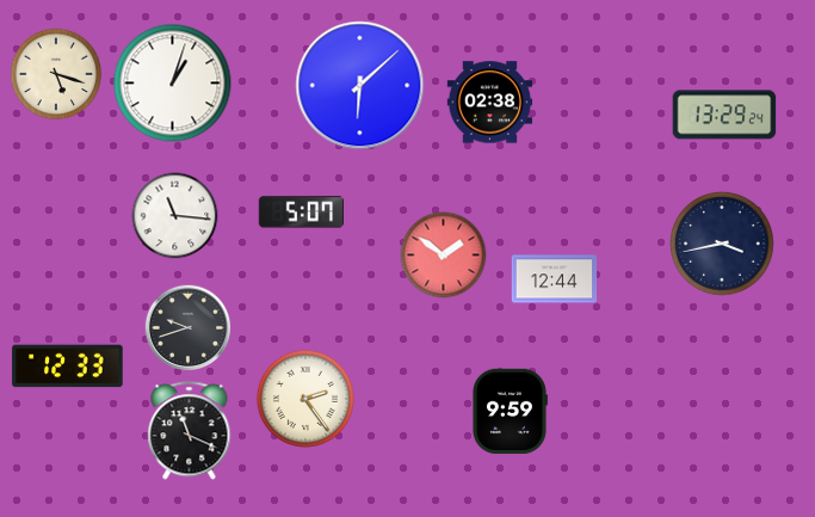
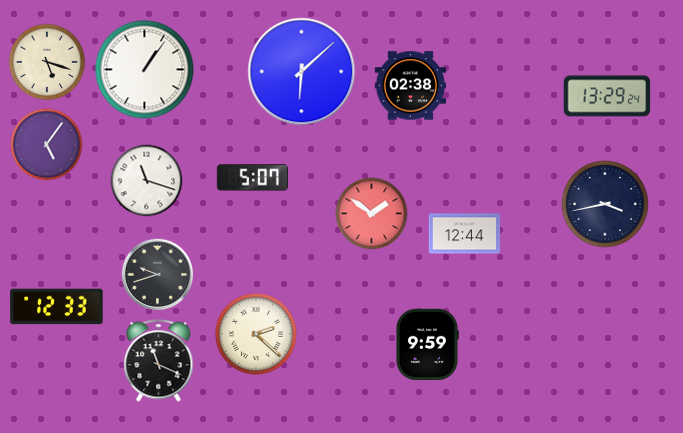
clock at (173, 84): 1:03 -> 1:06
clock at (47, 145): none -> 5:06
clock at (175, 216): 11:16 -> 11:18
clock at (305, 399): 2:24 -> 2:22
